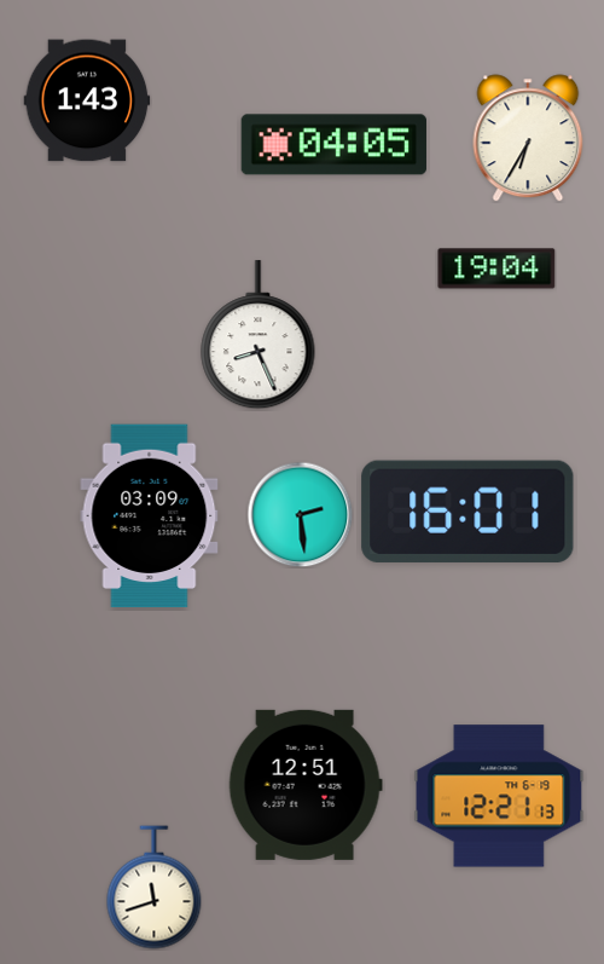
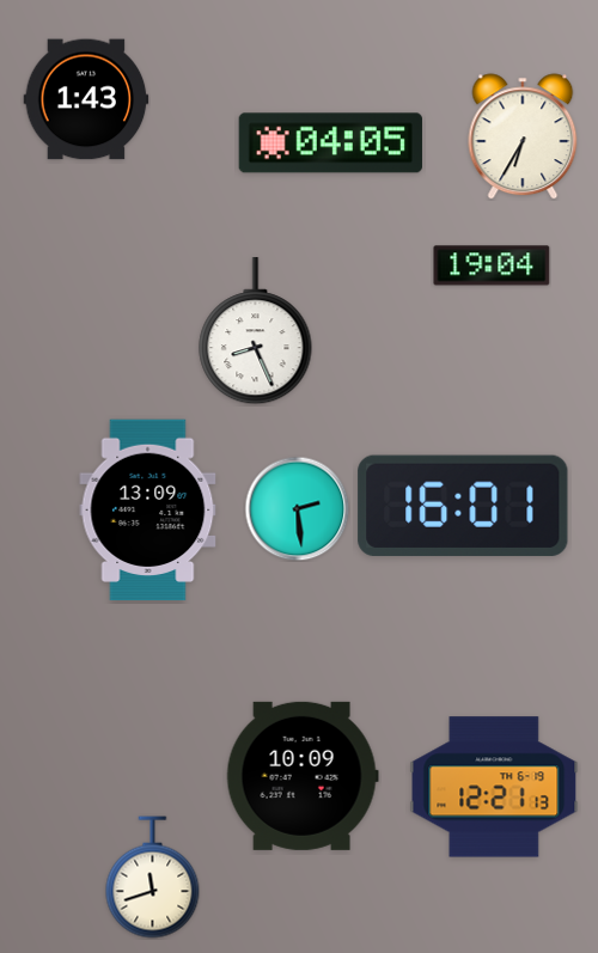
clock at (150, 516): 03:09 -> 13:09
clock at (306, 785): 12:51 -> 10:09
